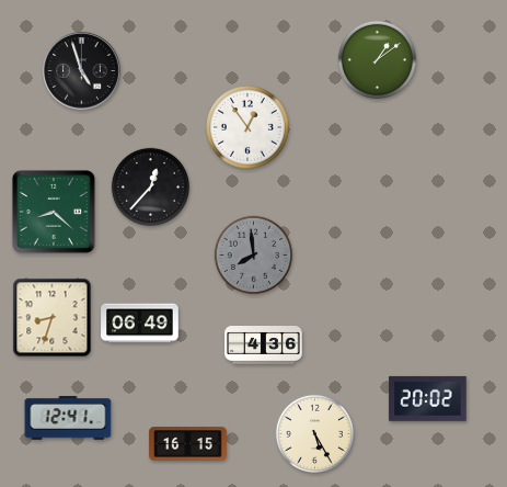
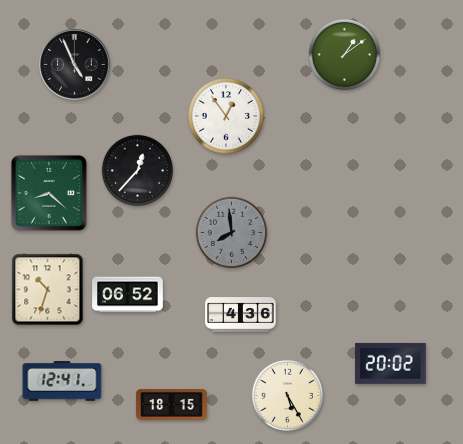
clock at (82, 71): 4:57 -> 4:56
clock at (53, 318): 8:33 -> 10:33
clock at (140, 324): 06:49 -> 06:52
clock at (188, 444): 16:15 -> 18:15
